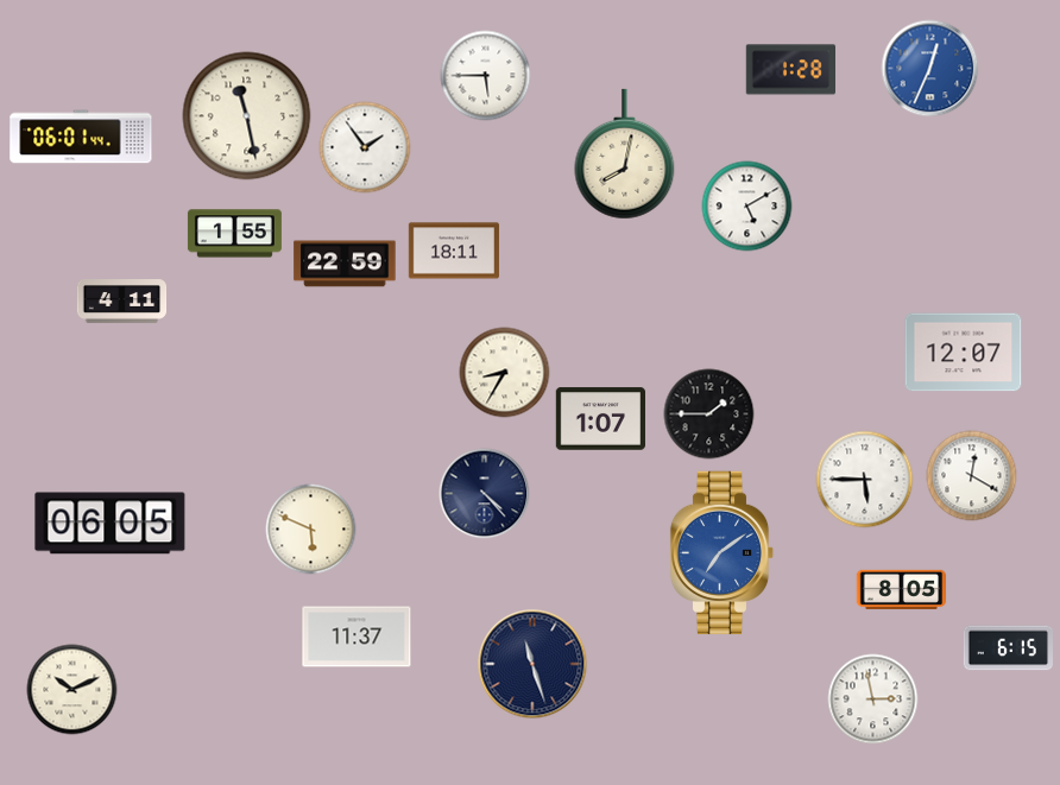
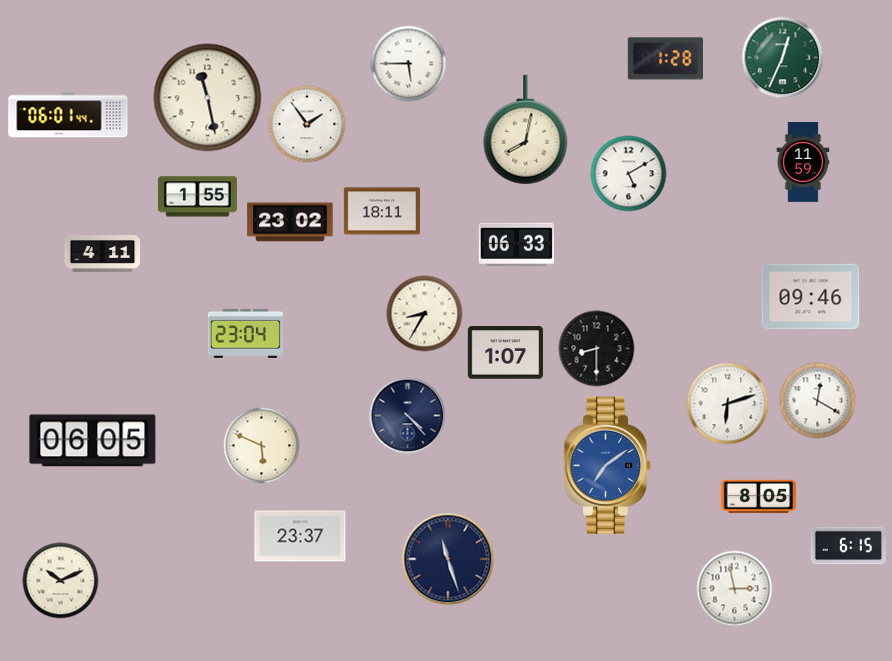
clock at (930, 69) dial: blue -> green
clock at (803, 163): none -> 11:59
clock at (345, 264): 22:59 -> 23:02
clock at (516, 245): none -> 06:33
clock at (964, 353): 12:07 -> 09:46
clock at (245, 333): none -> 23:04
clock at (709, 414): 1:45 -> 8:30
clock at (865, 480): 5:45 -> 6:12
clock at (357, 637): 11:37 -> 23:37
